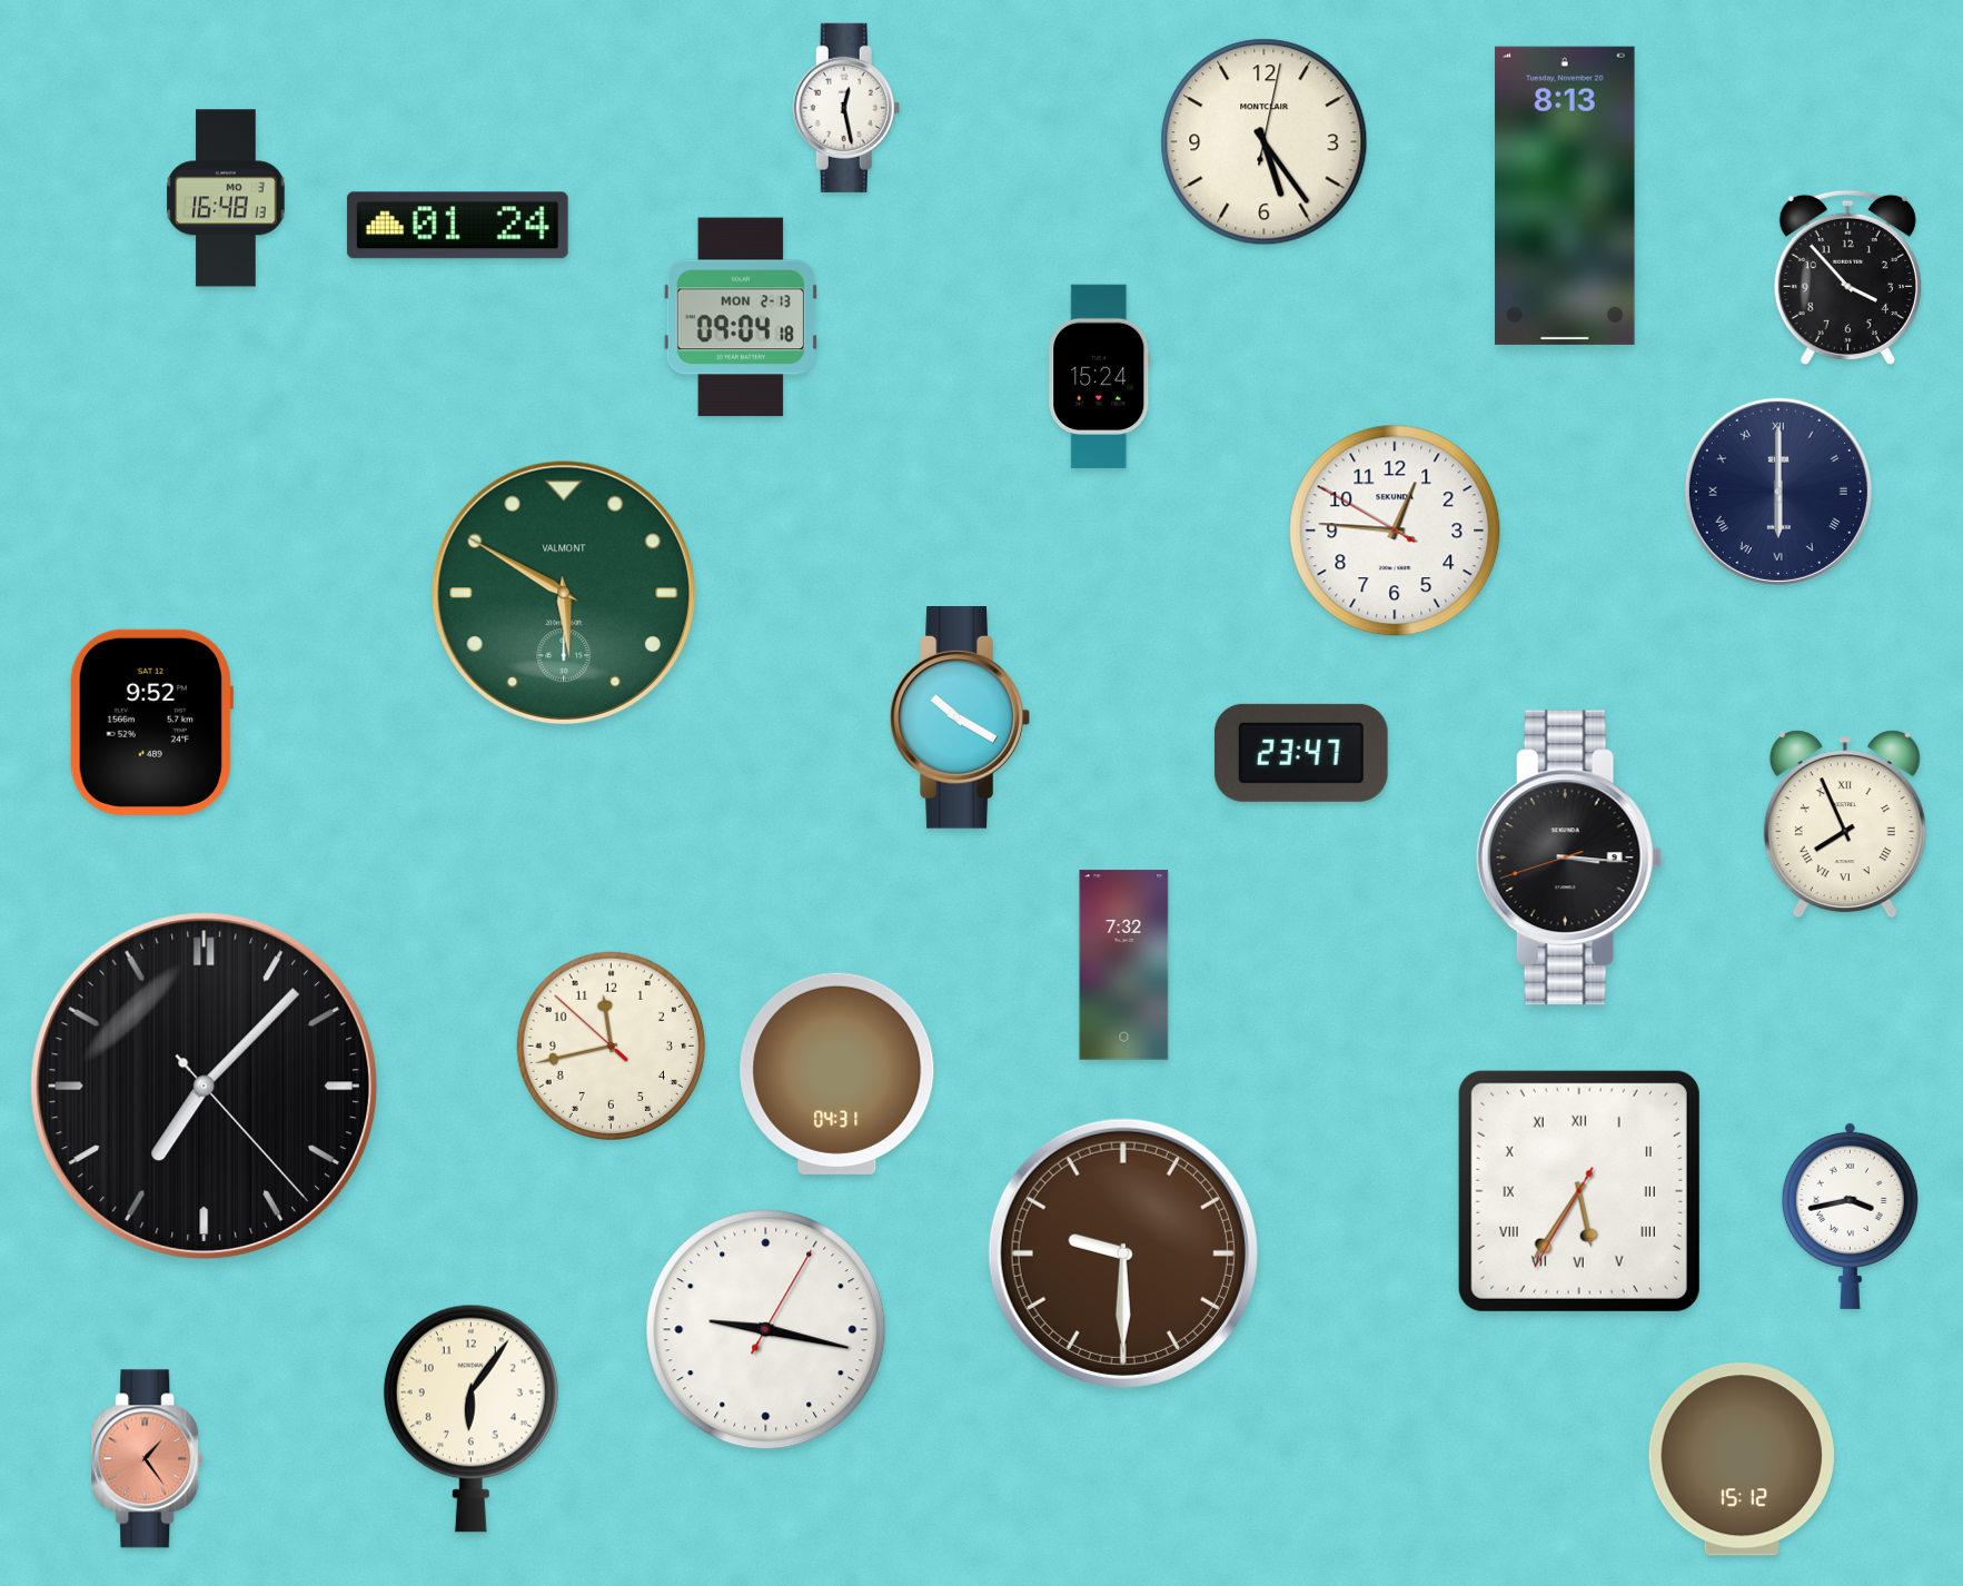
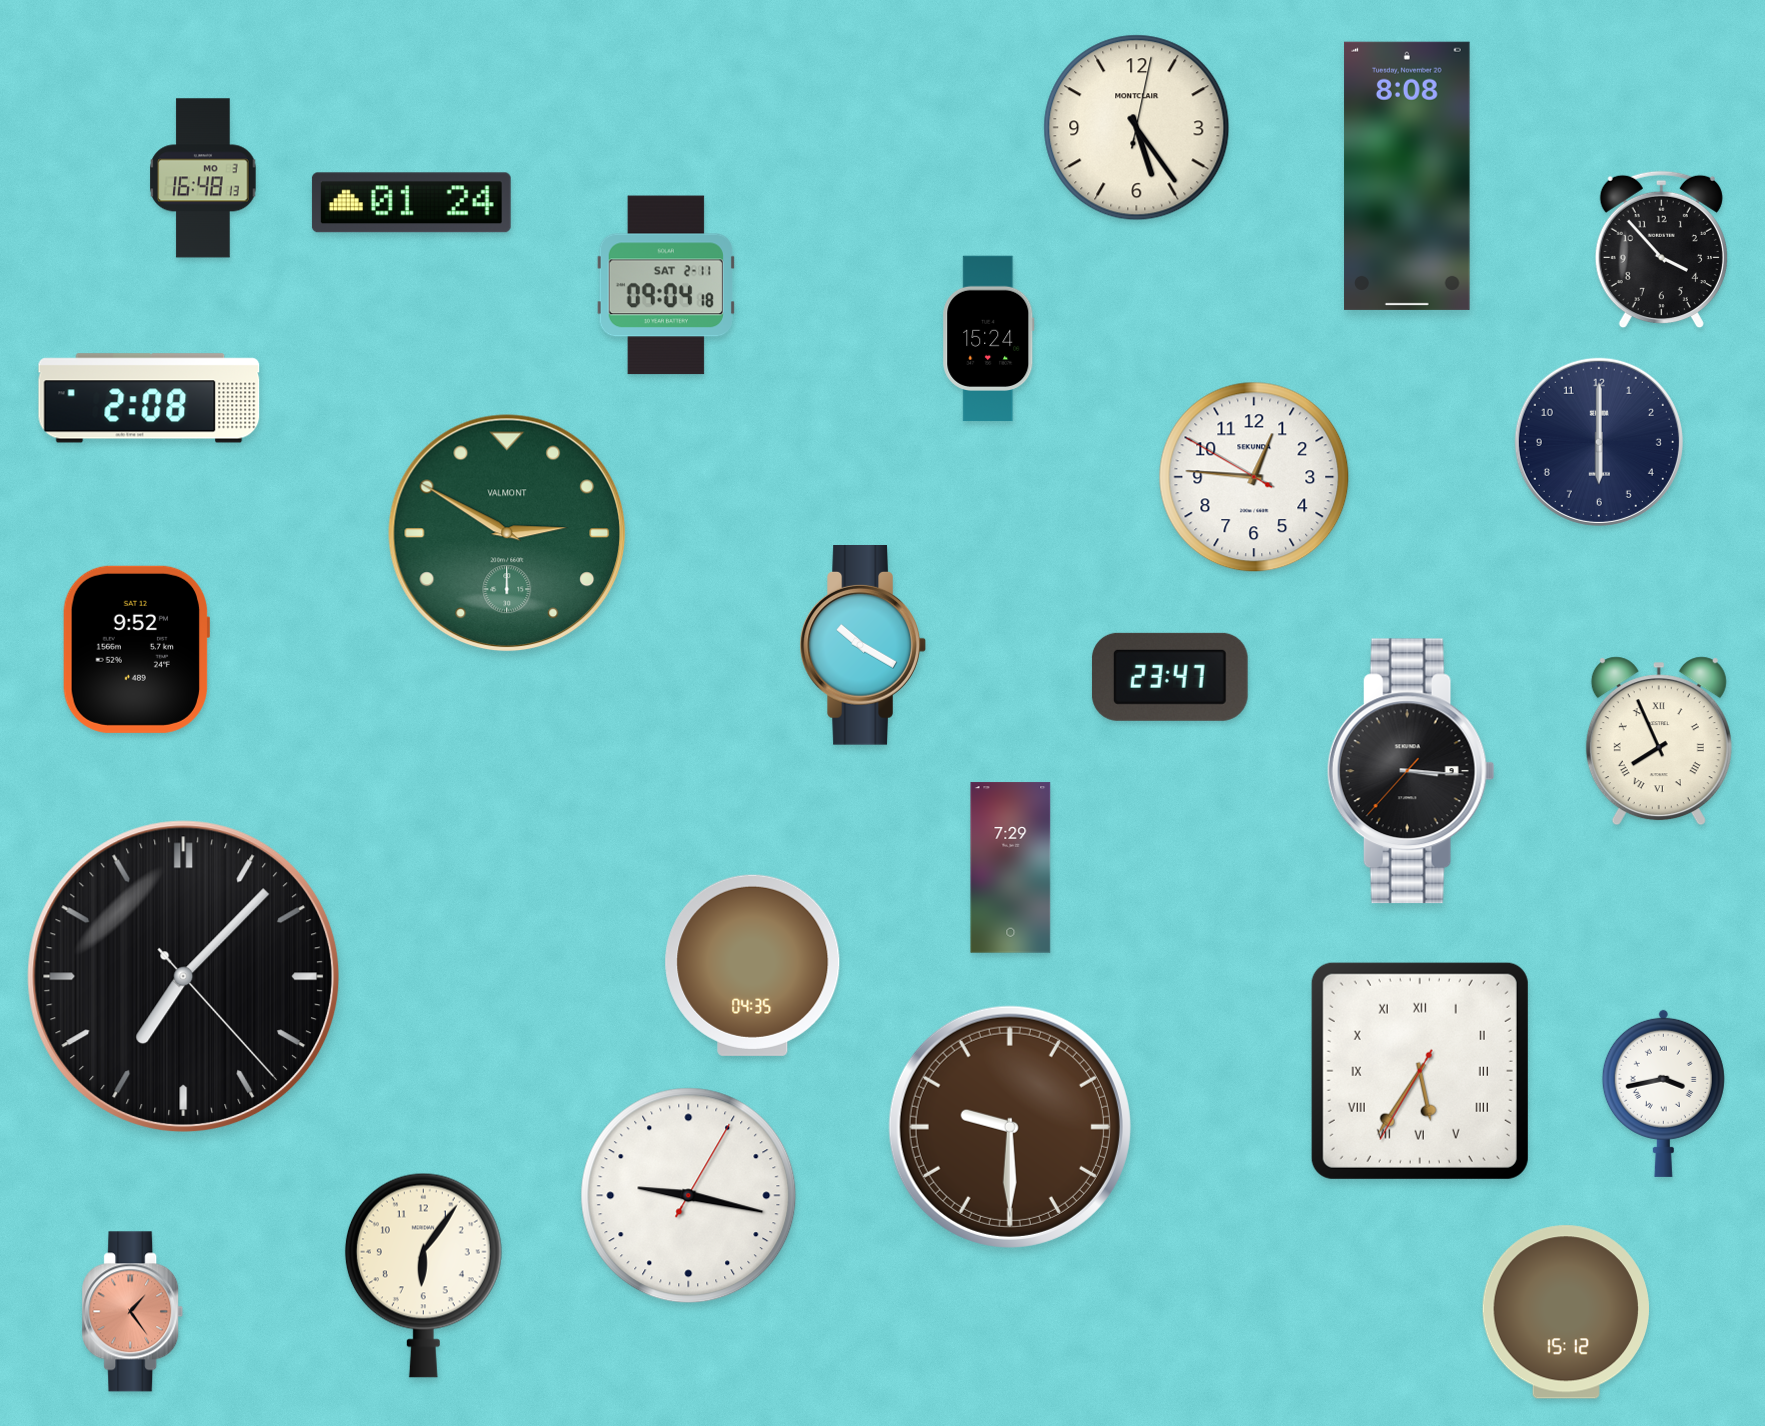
clock at (846, 108): 12:28 -> none
clock at (1565, 196): 8:13 -> 8:08
clock at (741, 317) date: MON 2-13 -> SAT 2-11
clock at (149, 398): none -> 2:08
clock at (1778, 492) numerals: Roman -> Arabic
clock at (564, 593): 5:50 -> 2:50
clock at (1569, 858): 3:15:42 -> 3:15:37
clock at (1124, 965): 7:32 -> 7:29
clock at (611, 1045): 11:42 -> none
clock at (837, 1073): 04:31 -> 04:35
